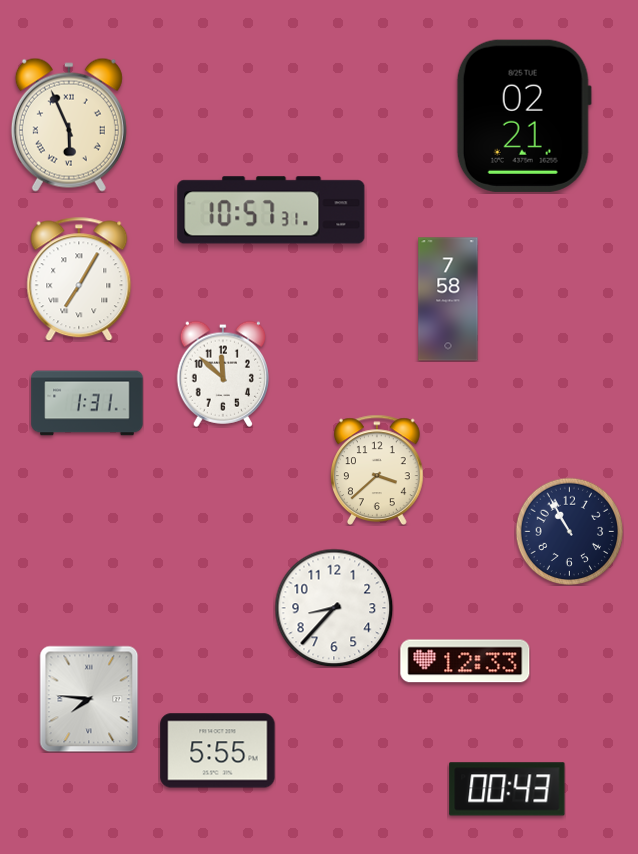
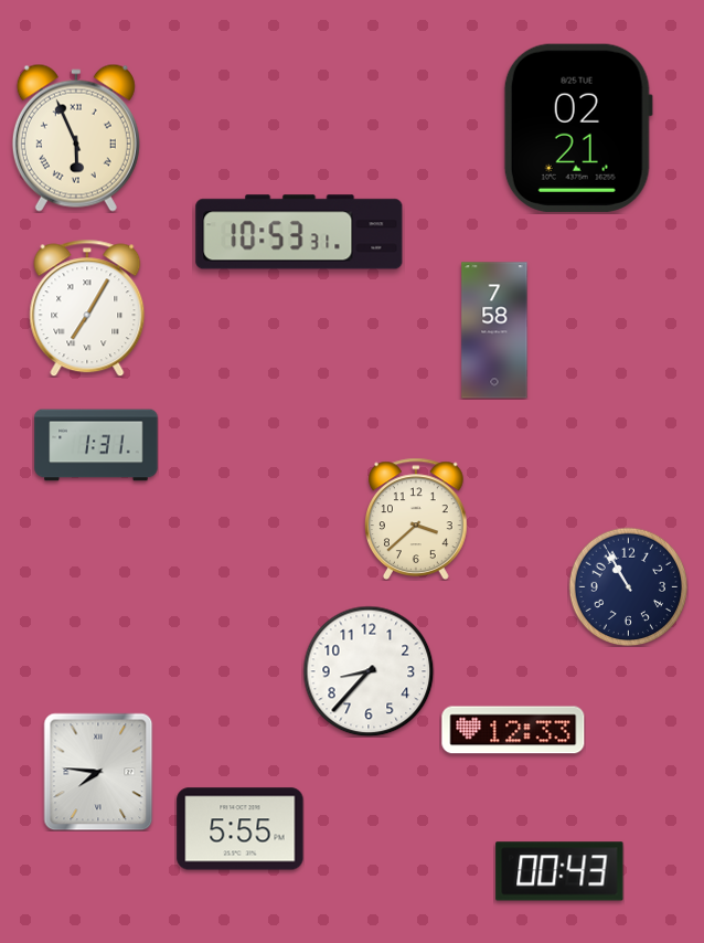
clock at (271, 210): 10:57 -> 10:53
clock at (222, 374): 11:52 -> none
